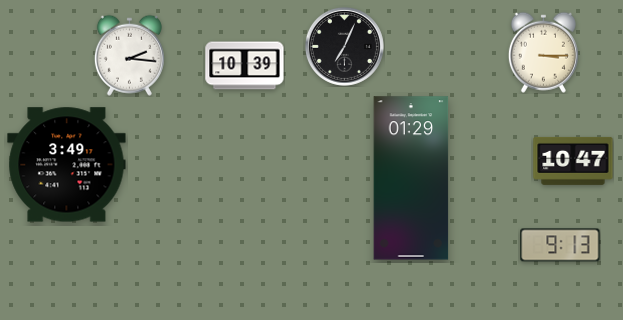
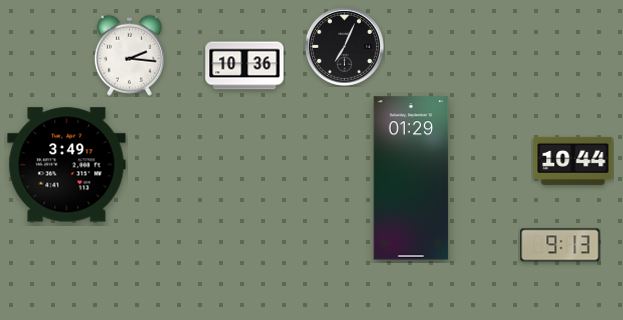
clock at (543, 52): 3:15 -> none
clock at (245, 66): 10:39 -> 10:36
clock at (573, 161): 10:47 -> 10:44
